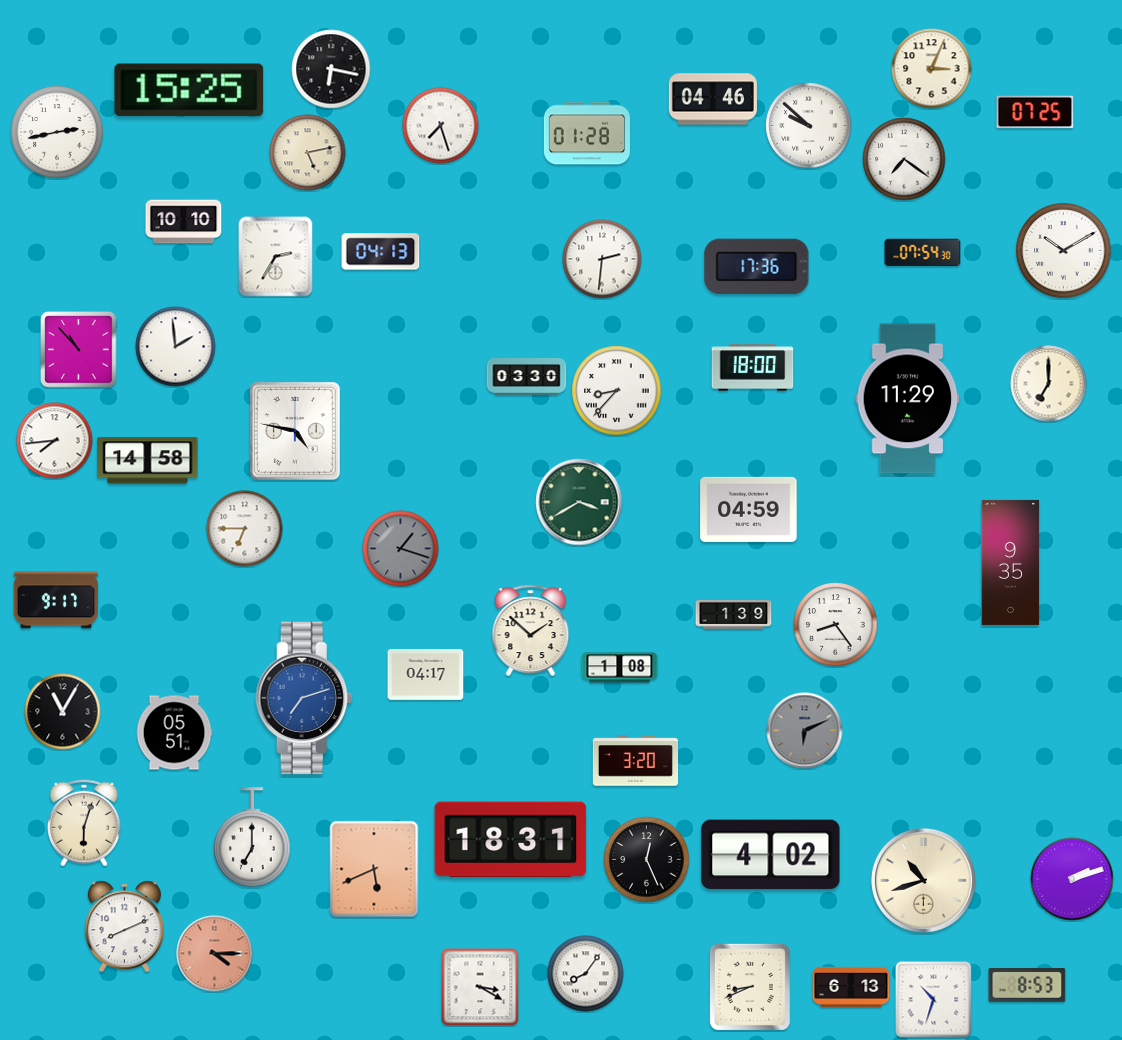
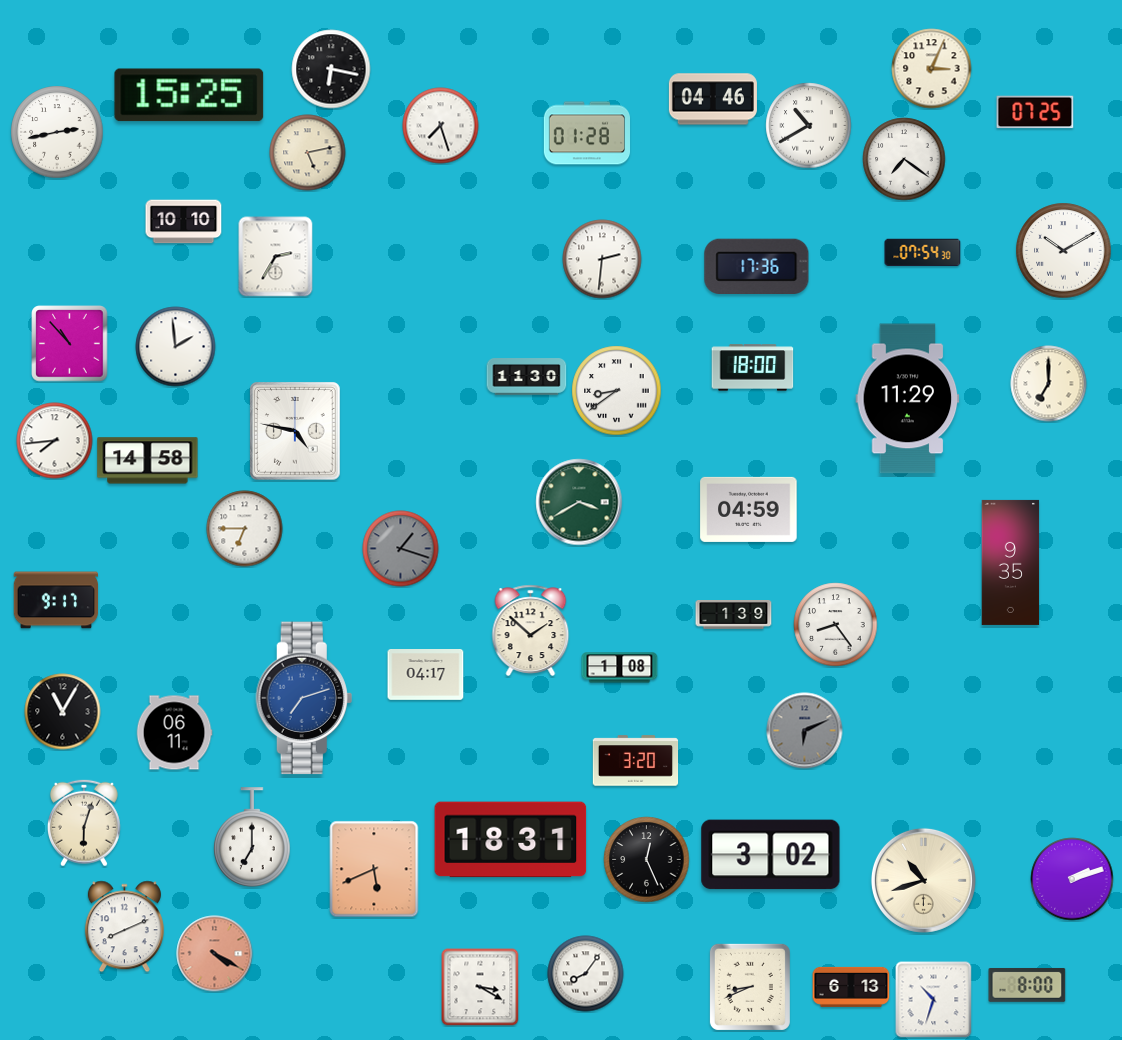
clock at (189, 90) position: (189, 90) -> (189, 95)
clock at (809, 126): 9:52 -> 10:40
clock at (381, 252): 04:13 -> none
clock at (79, 350) position: (79, 350) -> (70, 344)
clock at (527, 377): 03:30 -> 11:30
clock at (617, 391): 8:37 -> 8:39
clock at (174, 733): 05:51 -> 06:11
clock at (771, 855): 4:02 -> 3:02
clock at (215, 954): 4:15 -> 4:20
clock at (1027, 985): 8:53 -> 8:00
